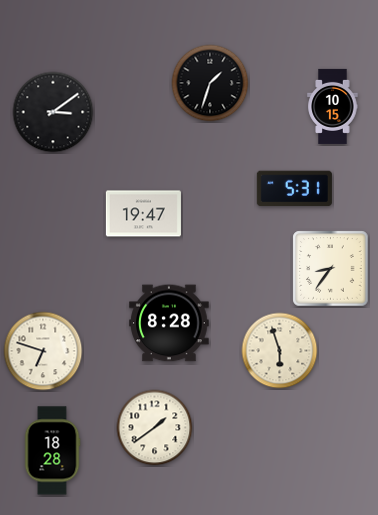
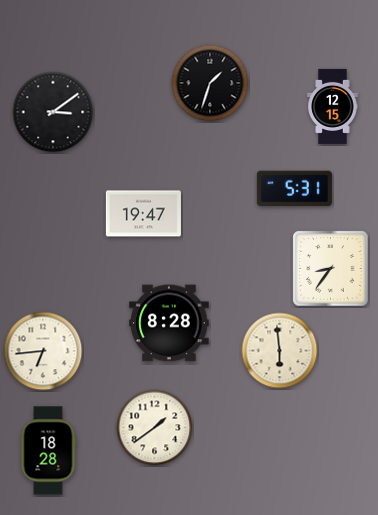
clock at (333, 106): 10:15 -> 12:15
clock at (43, 351): 6:48 -> 6:44
clock at (280, 351): 5:57 -> 5:59
clock at (52, 451) position: (52, 451) -> (48, 451)
